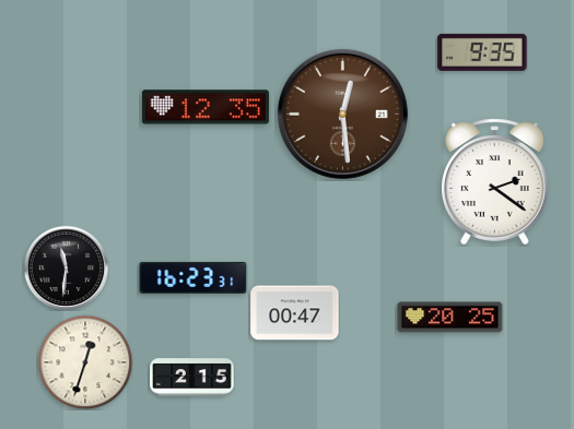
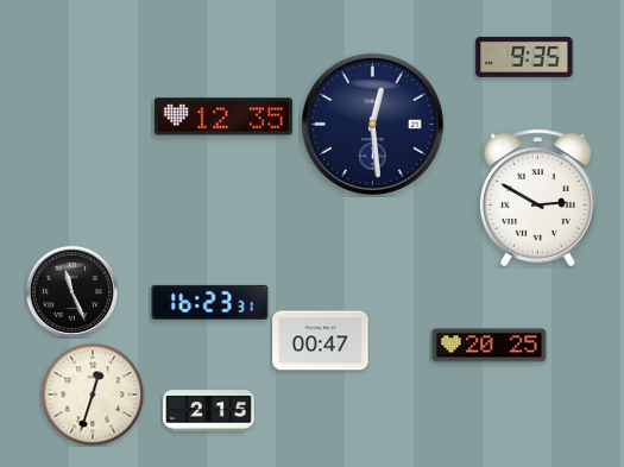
clock at (342, 114) dial: brown -> navy
clock at (495, 182): 2:21 -> 2:50
clock at (66, 267): 11:31 -> 11:26
